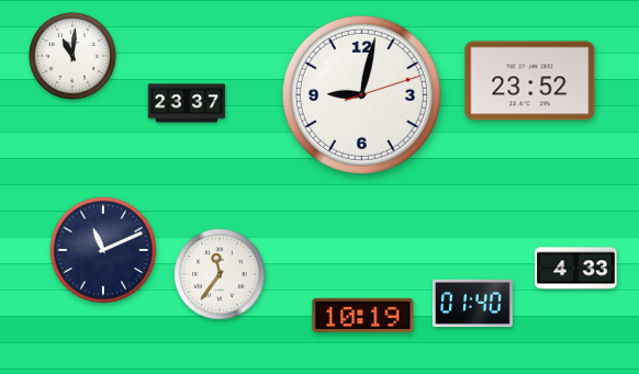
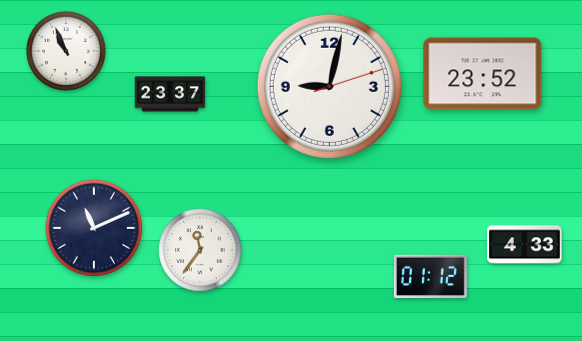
clock at (72, 56): 11:01 -> 10:56
clock at (472, 304): 01:40 -> 01:12
clock at (363, 315): 10:19 -> none
